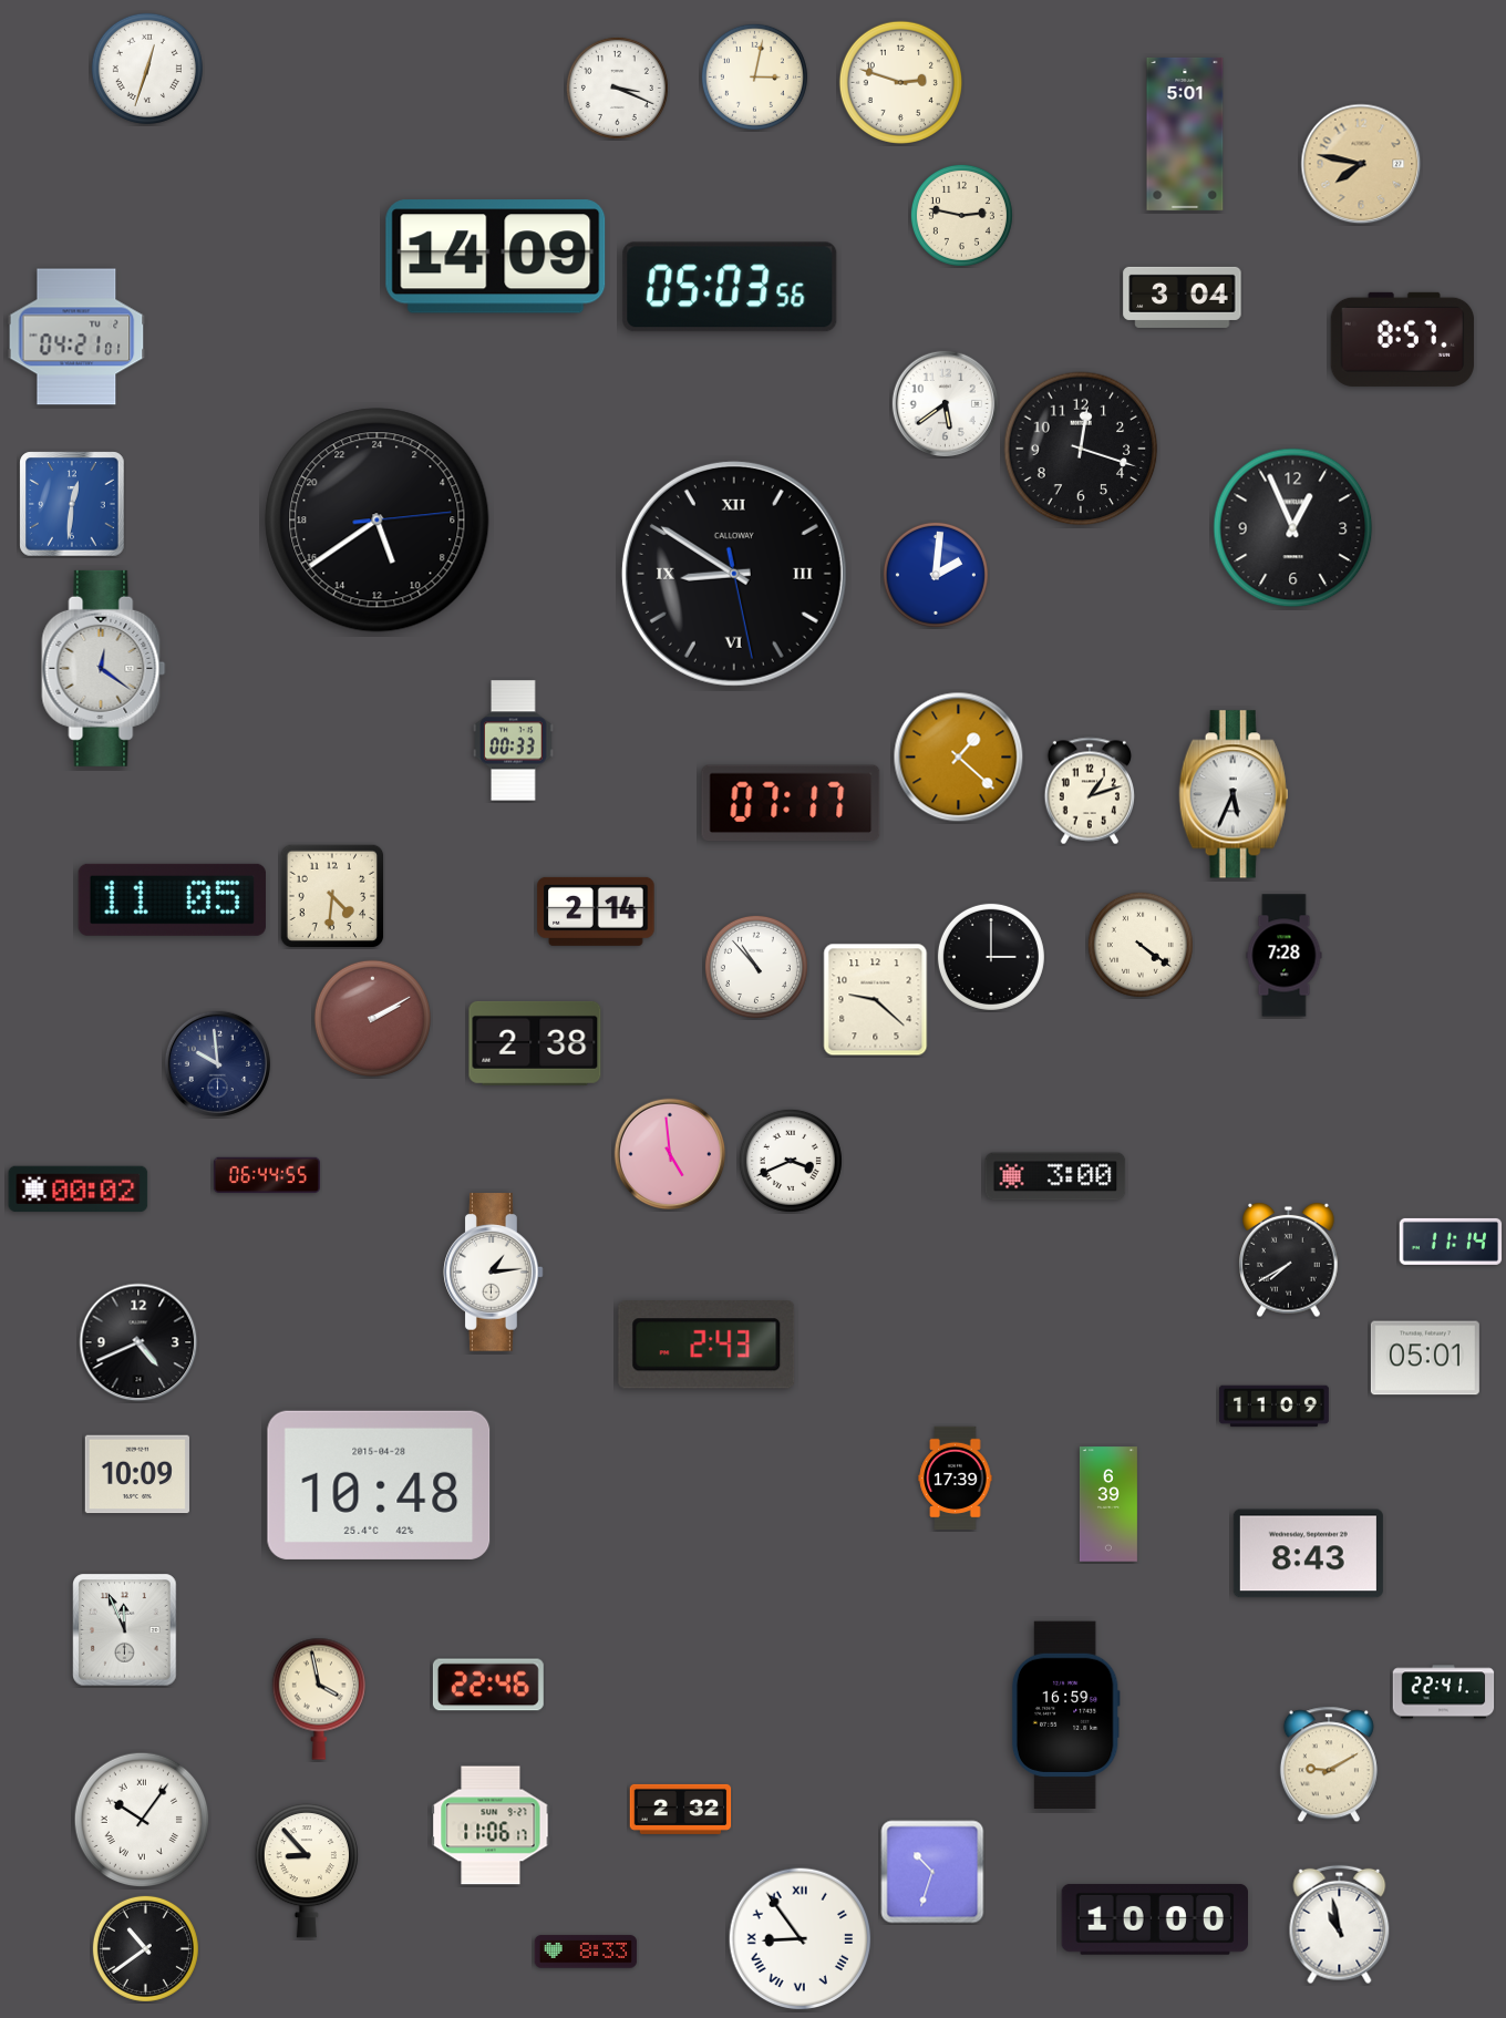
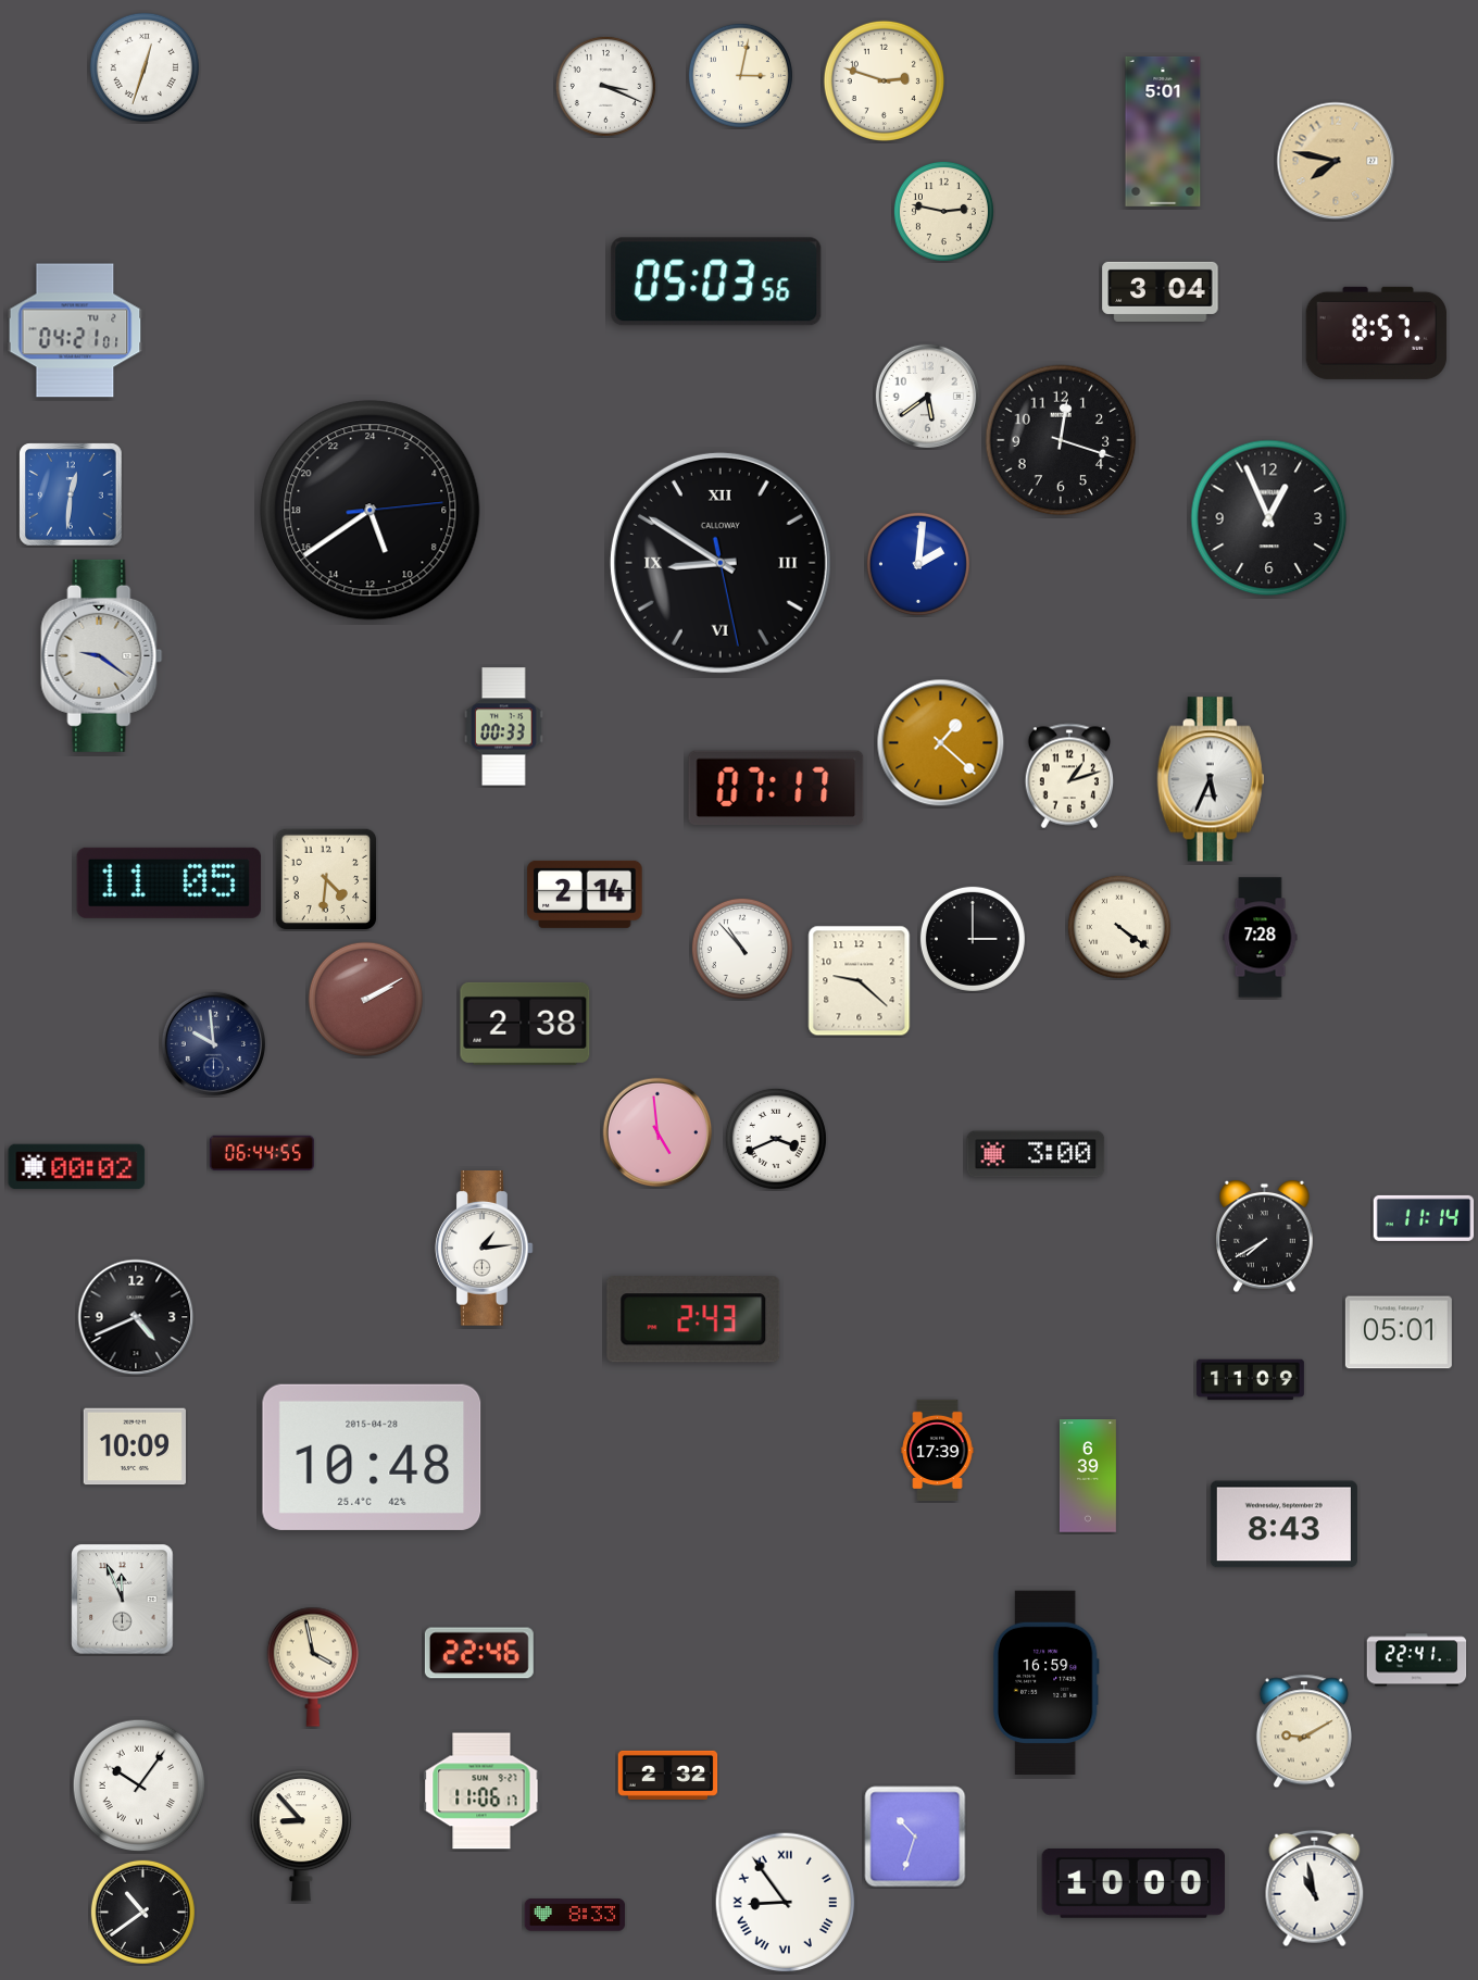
clock at (496, 257): 14:09 -> none
clock at (104, 668): 12:21 -> 9:21
